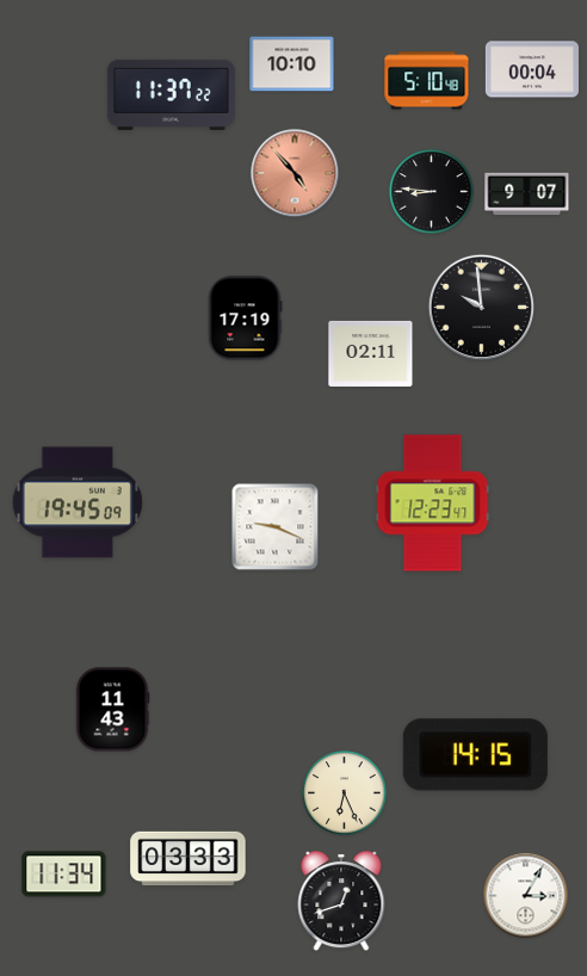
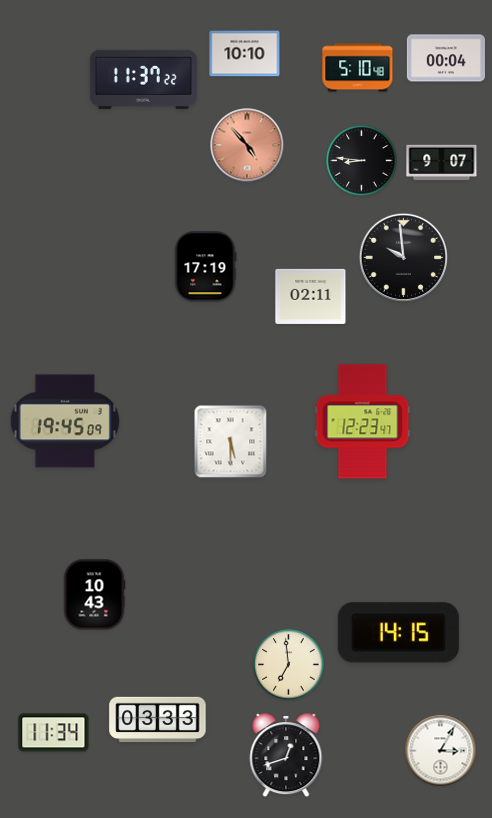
clock at (276, 527): 9:19 -> 5:30
clock at (112, 710): 11:43 -> 10:43
clock at (345, 793): 6:26 -> 6:59
